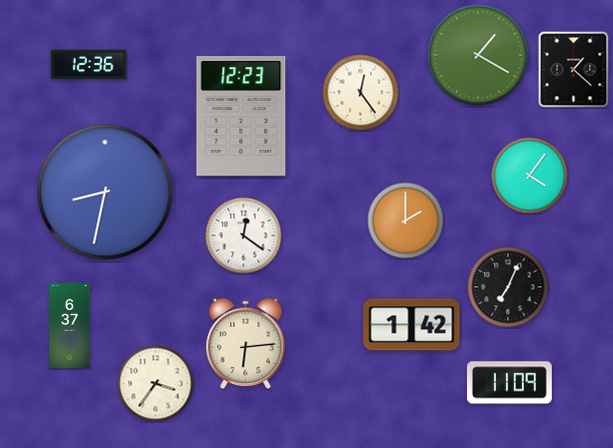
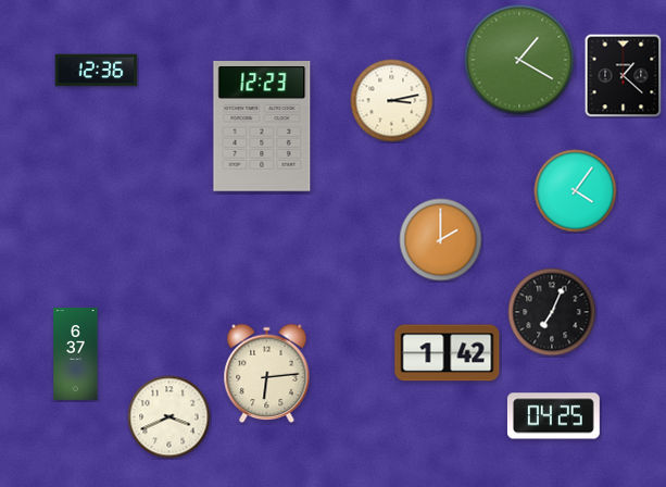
clock at (361, 93): 12:24 -> 3:13
clock at (105, 192): 8:32 -> none
clock at (244, 236): 12:21 -> none
clock at (509, 383): 11:09 -> 04:25
clock at (156, 384): 3:36 -> 3:41
